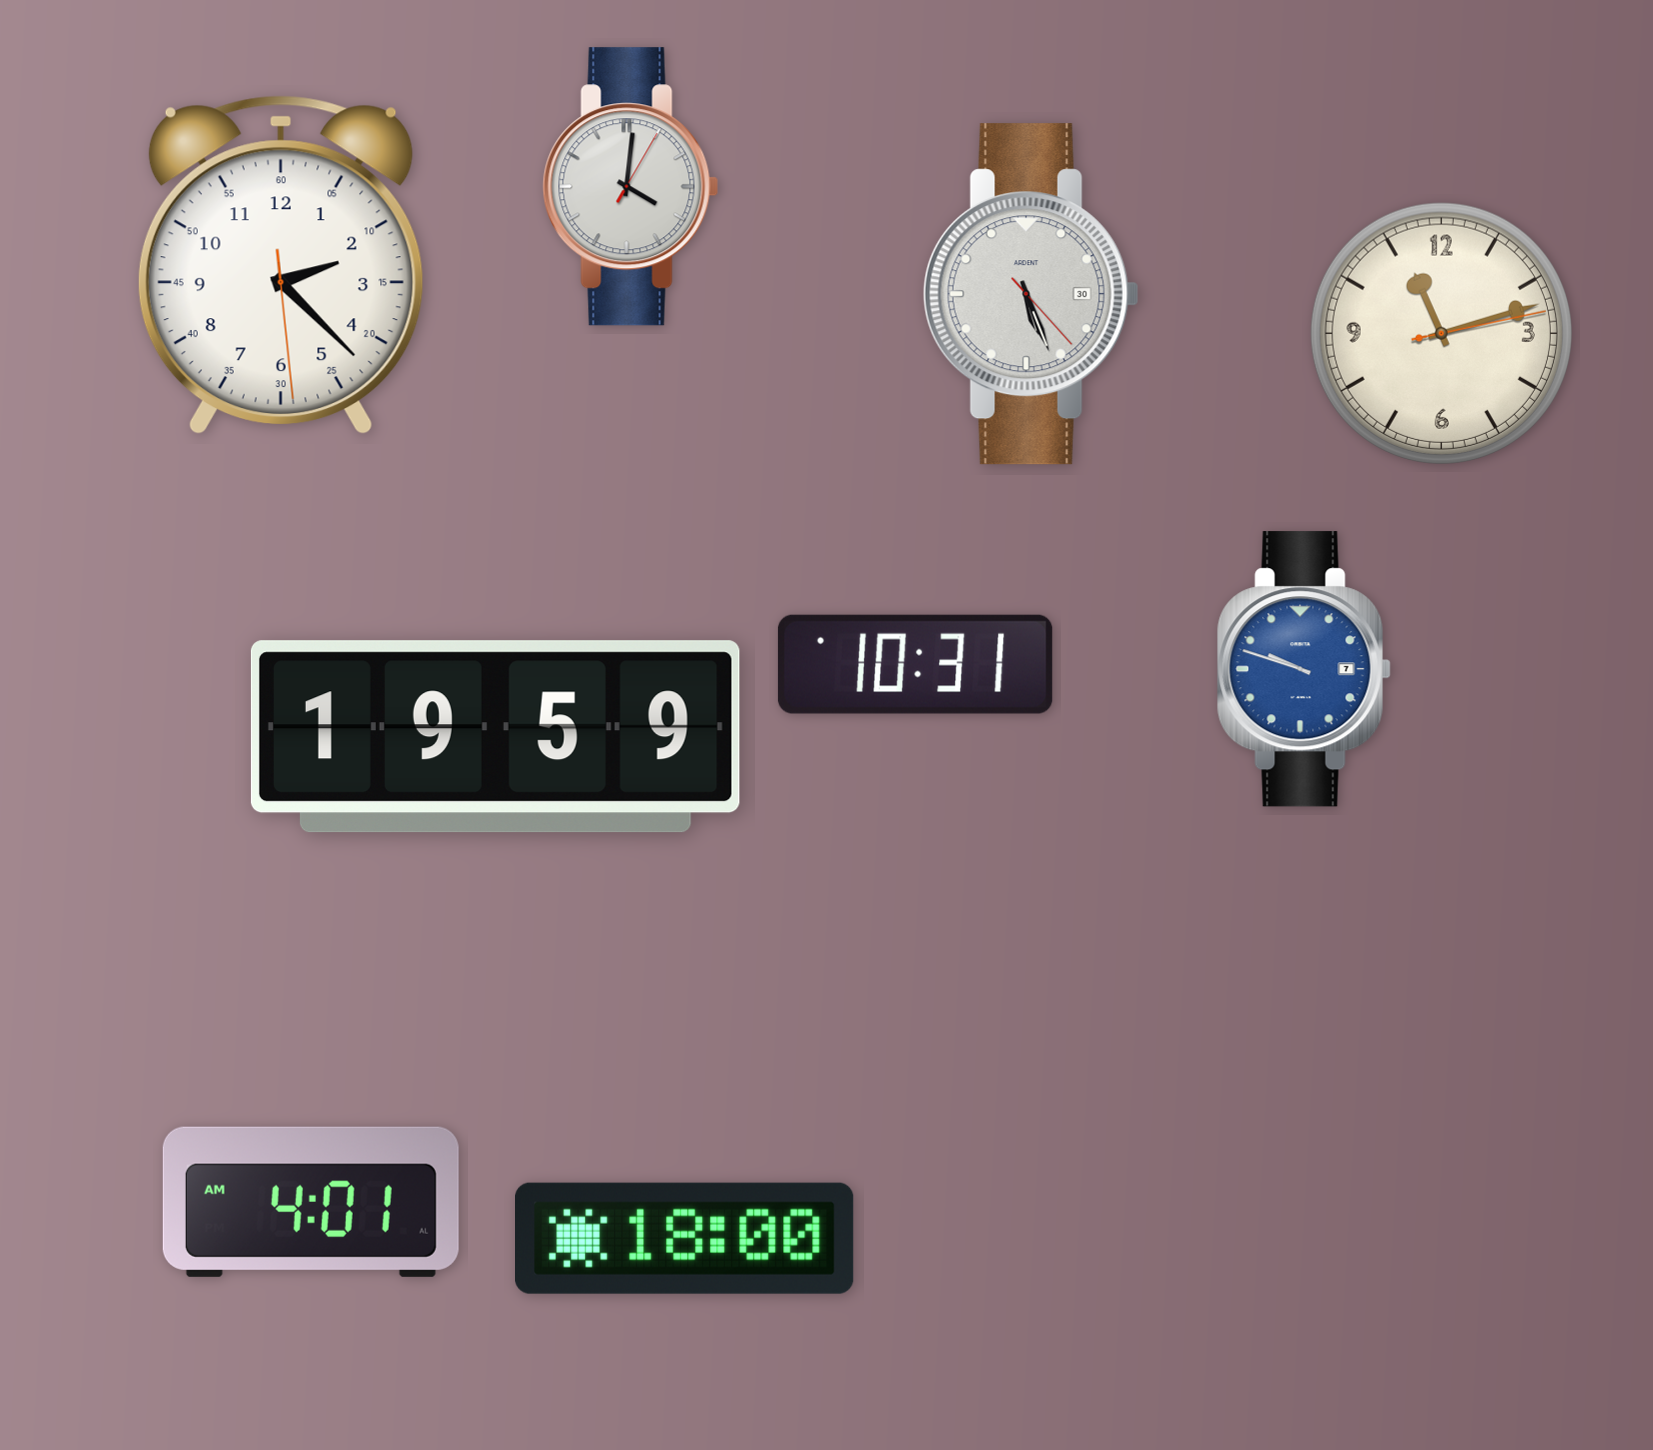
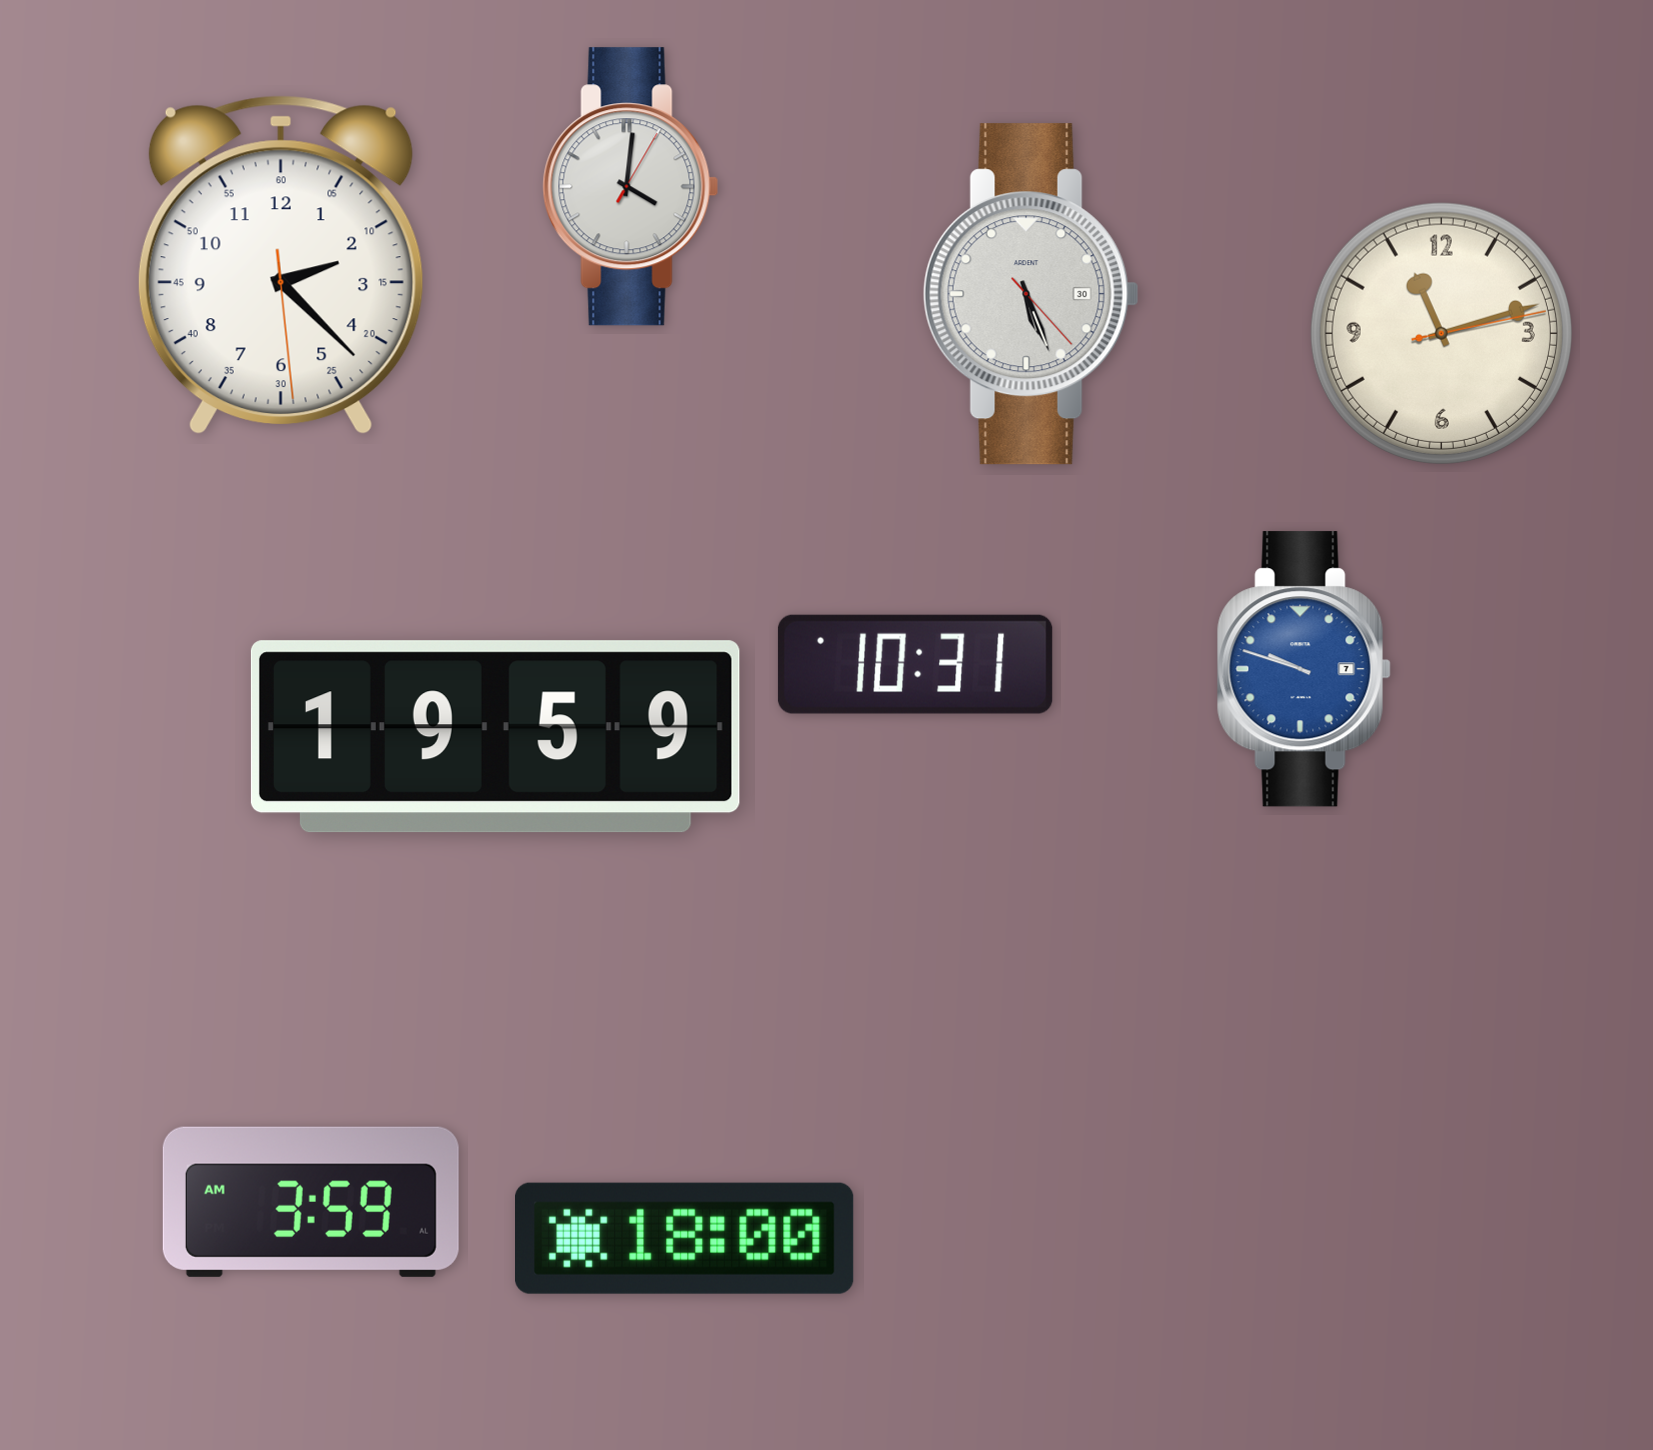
clock at (311, 1202): 4:01 -> 3:59
